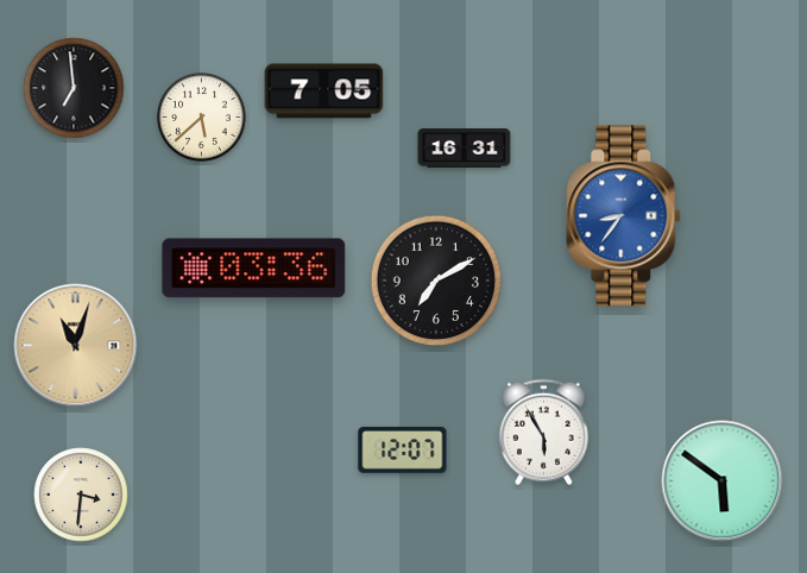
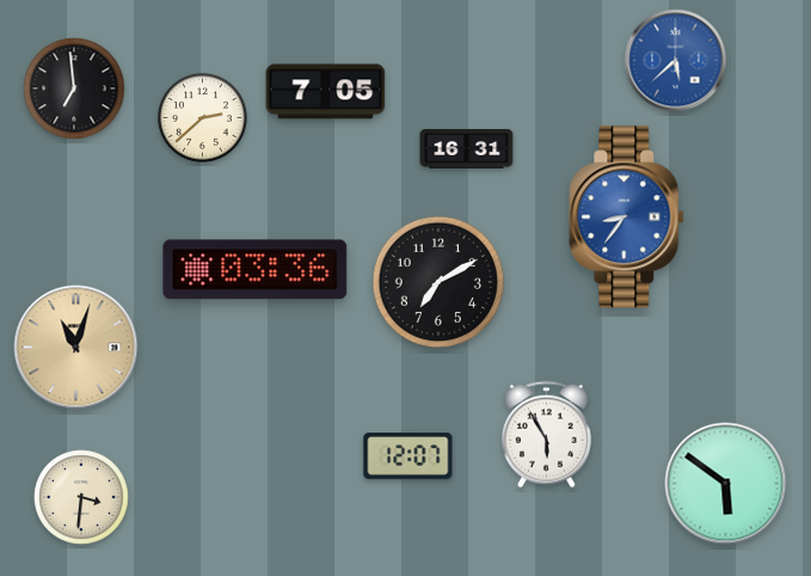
clock at (676, 61): none -> 5:38
clock at (202, 118): 5:38 -> 2:38
clock at (403, 451) position: (403, 451) -> (408, 456)
